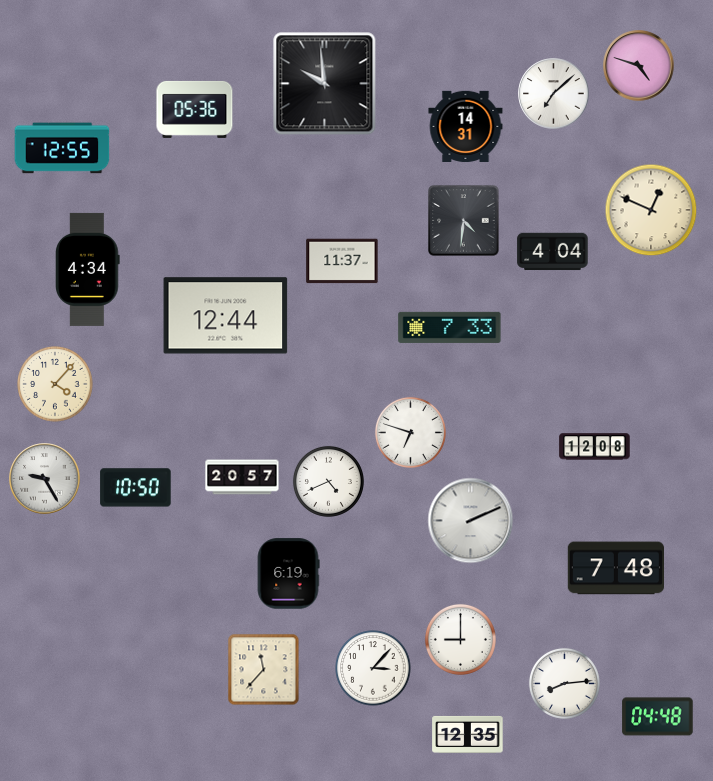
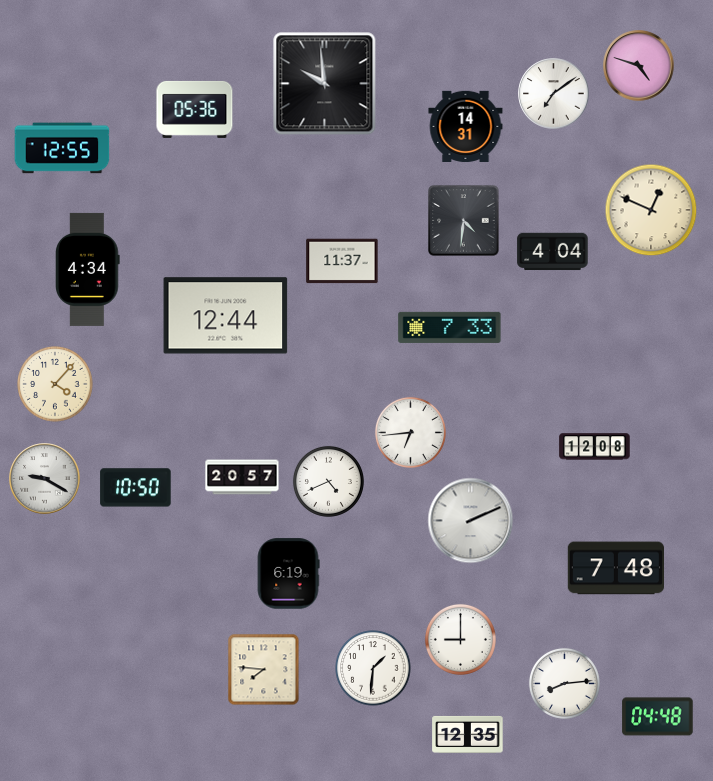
clock at (554, 94): 7:08 -> 7:09
clock at (410, 432): 6:48 -> 6:44
clock at (45, 479): 9:25 -> 9:20
clock at (373, 668): 3:07 -> 1:31
clock at (264, 670): 11:37 -> 7:46
